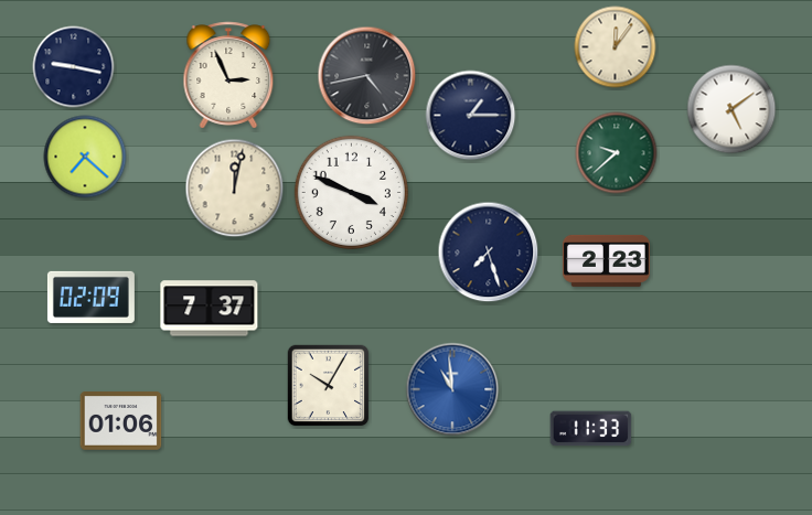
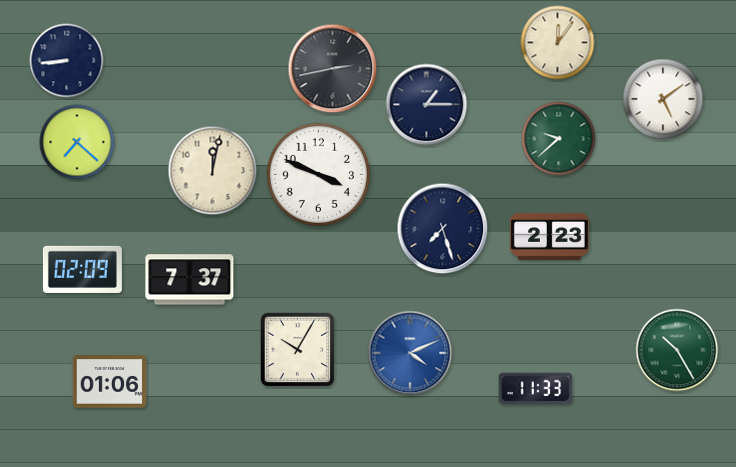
clock at (74, 67): 9:17 -> 8:44
clock at (228, 75): 2:56 -> none
clock at (367, 76): 4:43 -> 2:43
clock at (677, 350): none -> 10:25
clock at (452, 389): 10:59 -> 4:11
